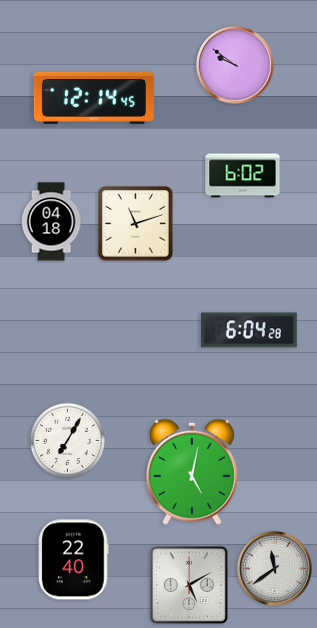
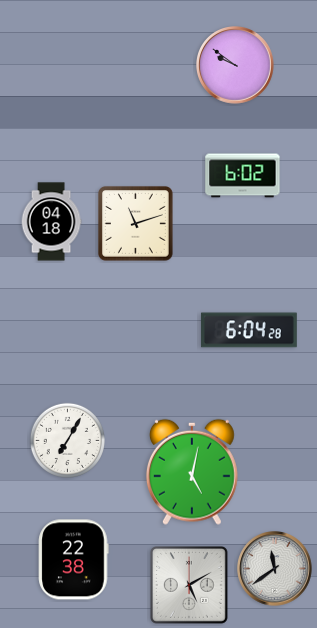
clock at (94, 98): 12:14 -> none
clock at (74, 560): 22:40 -> 22:38
